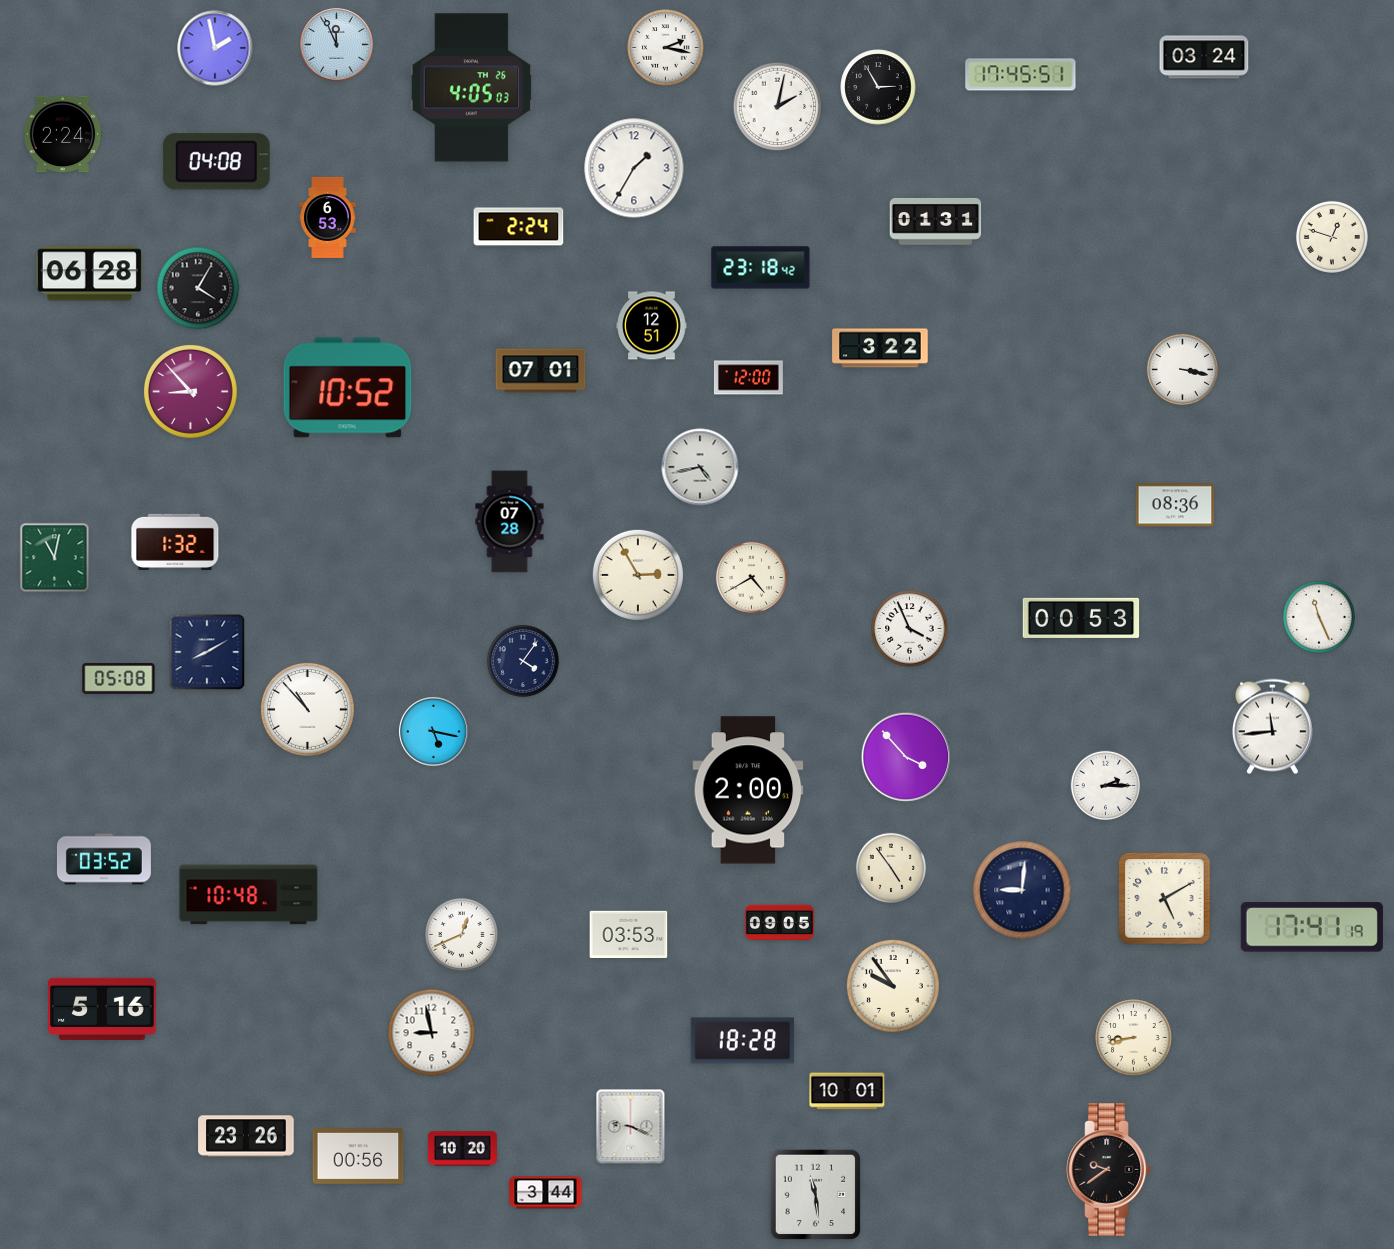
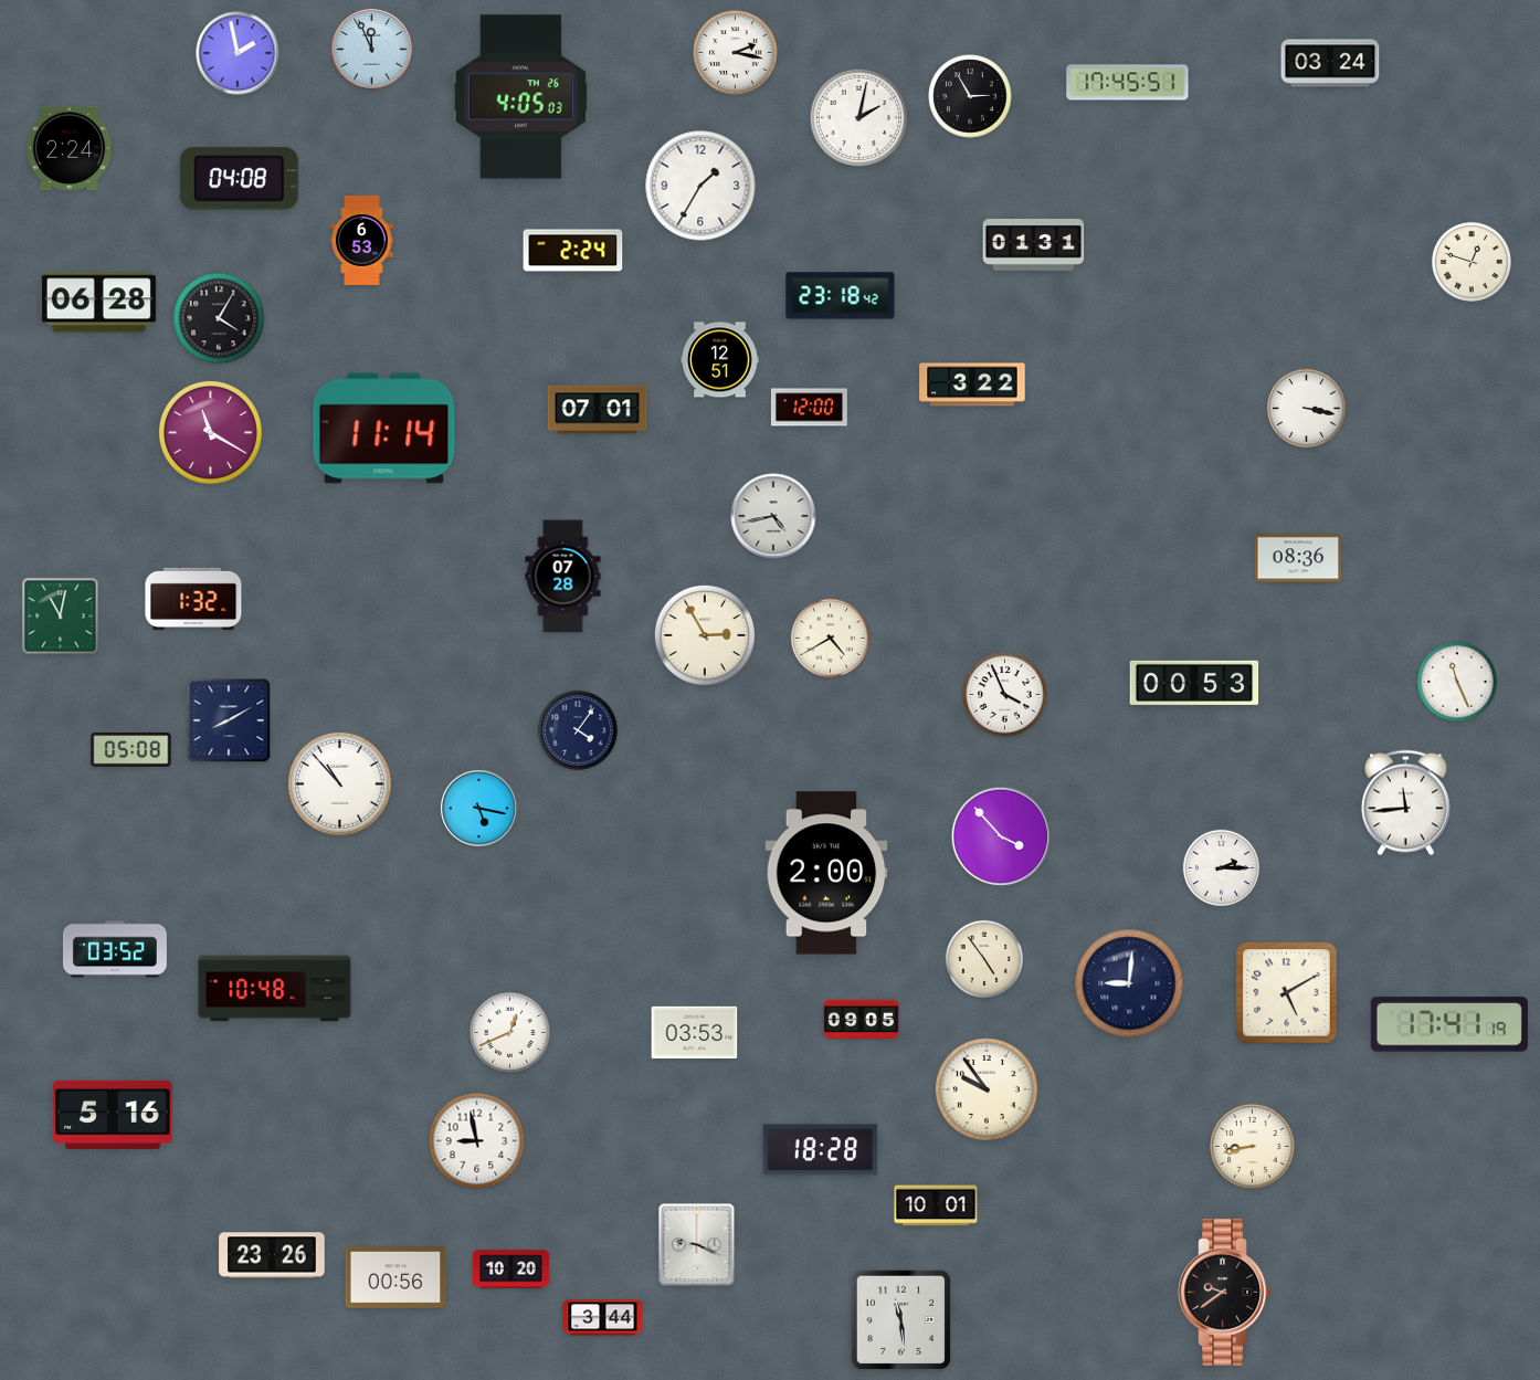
clock at (748, 378) position: (748, 378) -> (809, 408)
clock at (348, 388): 10:52 -> 11:14
clock at (190, 391): 8:53 -> 11:20
